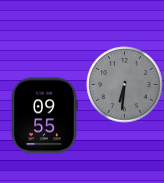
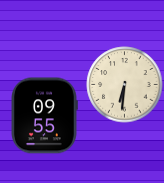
clock at (125, 85) dial: grey -> cream
